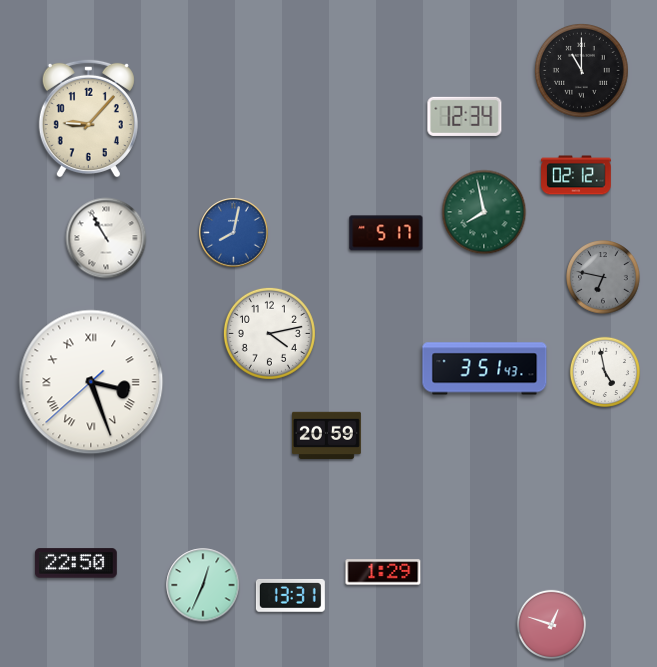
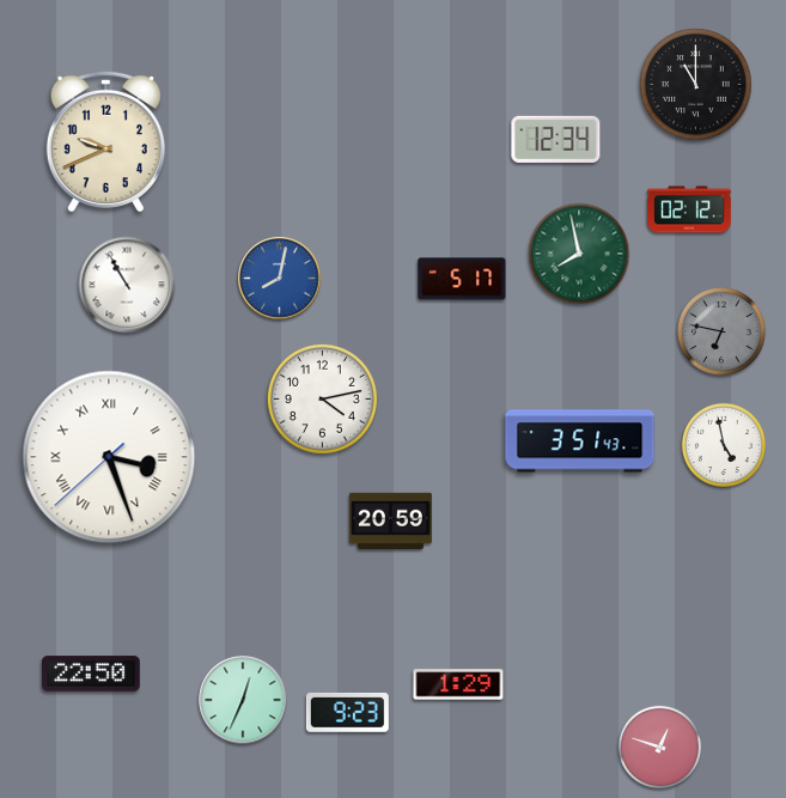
clock at (88, 118): 9:07 -> 9:41
clock at (290, 595): 13:31 -> 9:23
